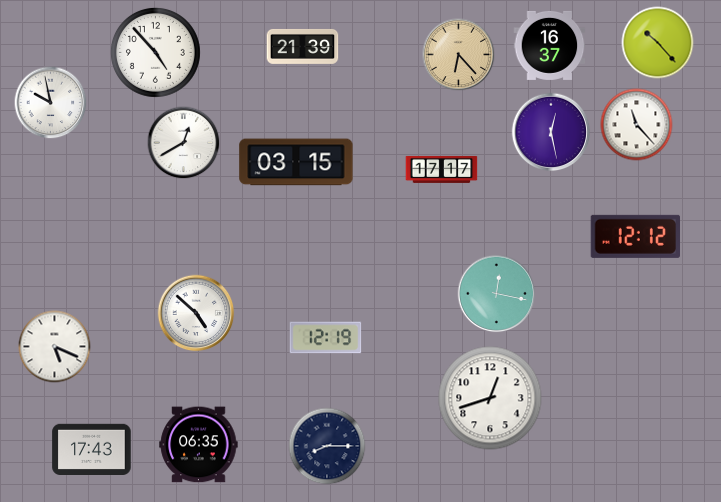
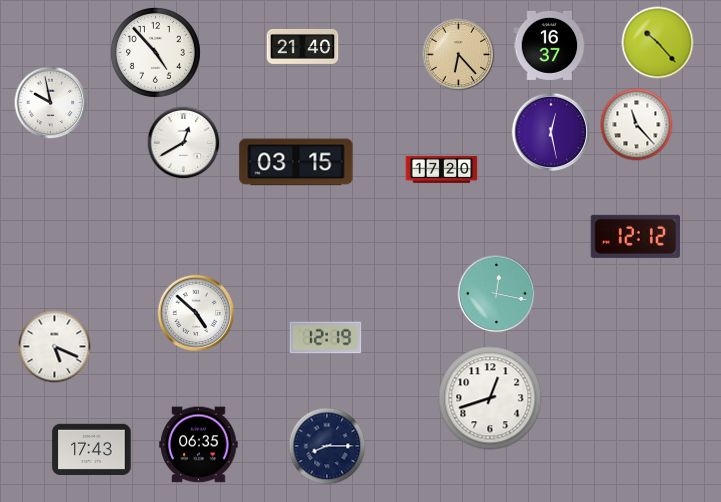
clock at (303, 47): 21:39 -> 21:40
clock at (442, 169): 17:17 -> 17:20
